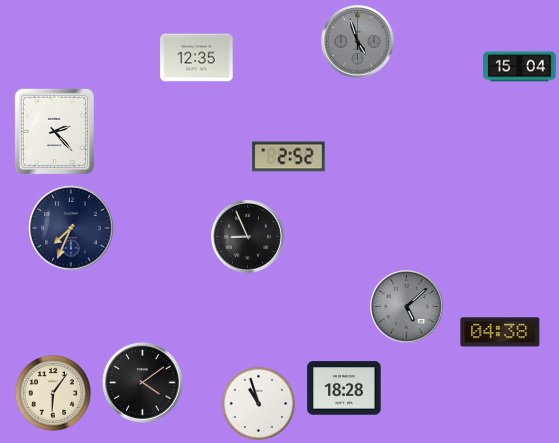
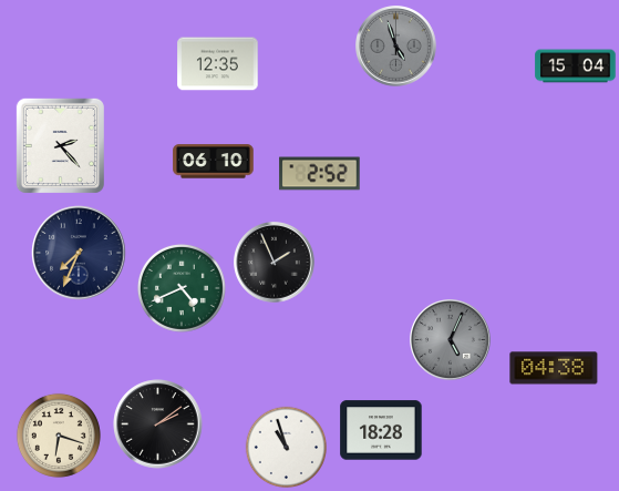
clock at (520, 67) position: (520, 67) -> (576, 67)
clock at (214, 162): none -> 06:10
clock at (248, 237): 8:56 -> 1:56
clock at (182, 288): none -> 4:41
clock at (407, 307): 5:08 -> 5:04
clock at (143, 383): 4:09 -> 2:09
clock at (53, 393): 6:06 -> 6:18
